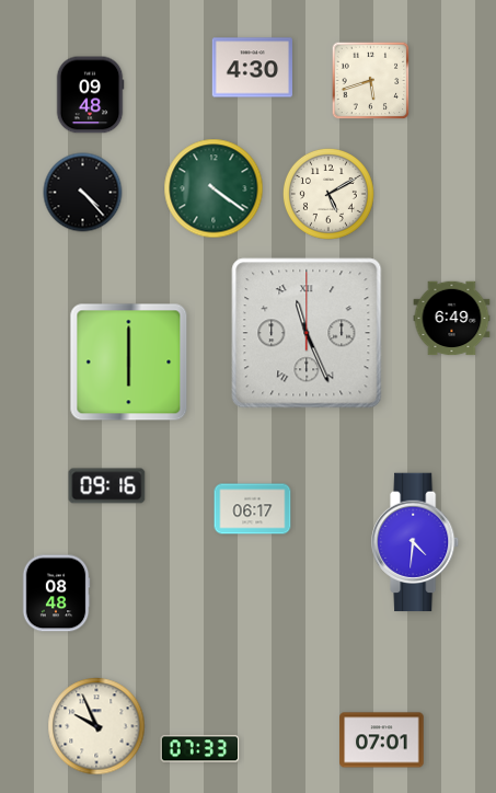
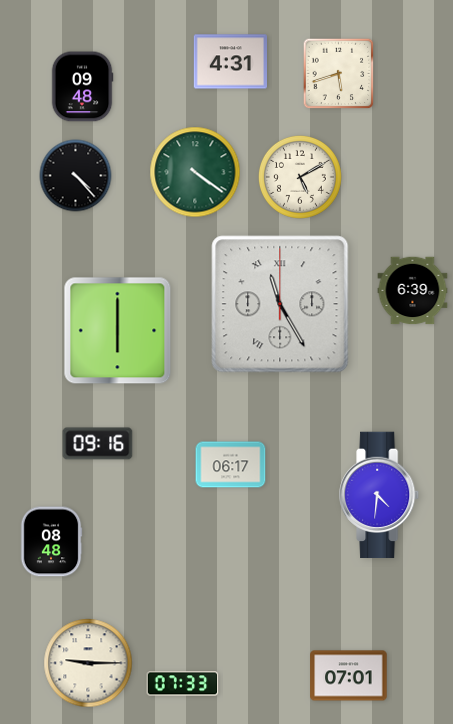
clock at (252, 68): 4:30 -> 4:31
clock at (452, 319): 6:49 -> 6:39
clock at (307, 333): 11:26 -> 11:25
clock at (96, 726): 9:56 -> 9:15
